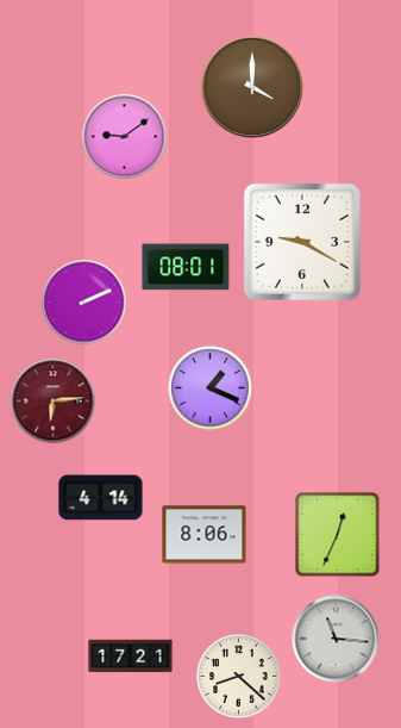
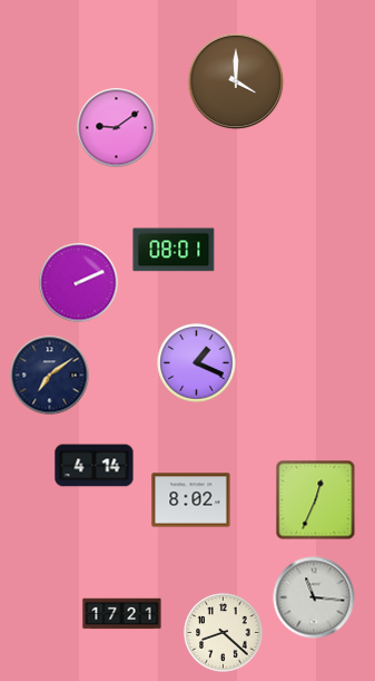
clock at (302, 242): 9:20 -> none
clock at (54, 402): 6:14 -> 7:09
clock at (54, 402) dial: burgundy -> navy
clock at (205, 535): 8:06 -> 8:02
